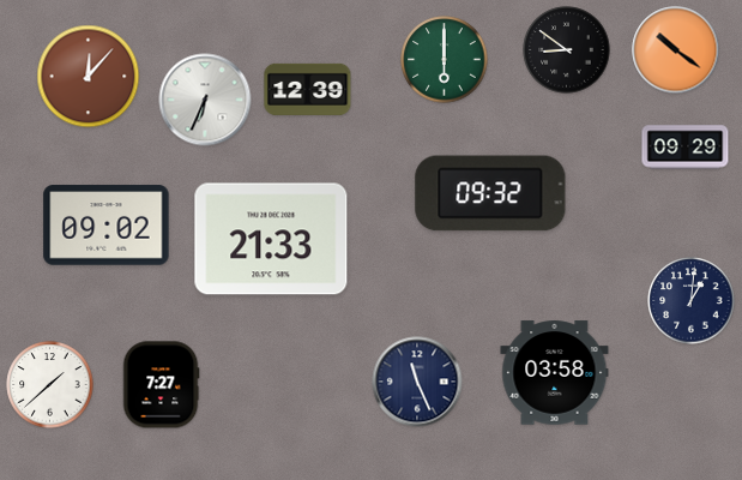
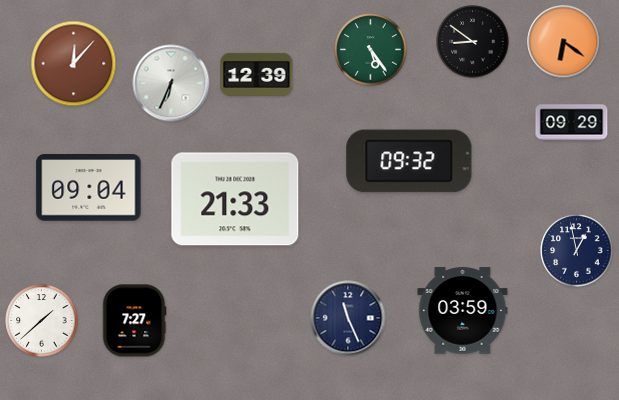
clock at (676, 50): 10:21 -> 6:21
clock at (445, 60): 6:00 -> 5:24
clock at (107, 226): 09:02 -> 09:04
clock at (271, 239) position: (271, 239) -> (235, 199)
clock at (692, 301): 1:01 -> 12:58
clock at (555, 373): 03:58 -> 03:59
